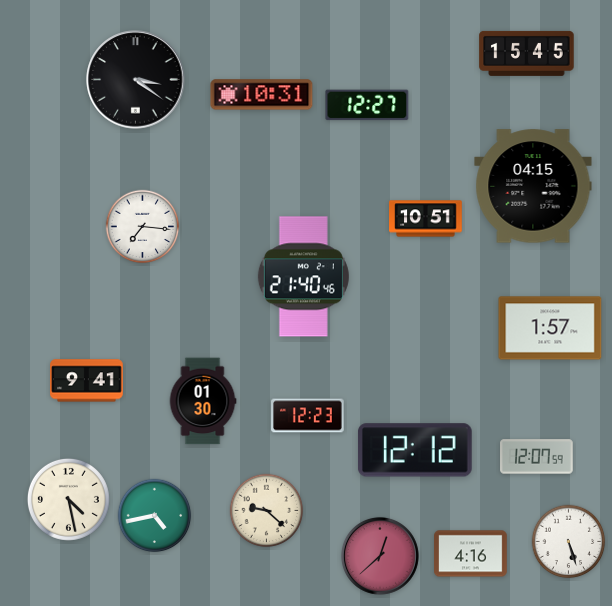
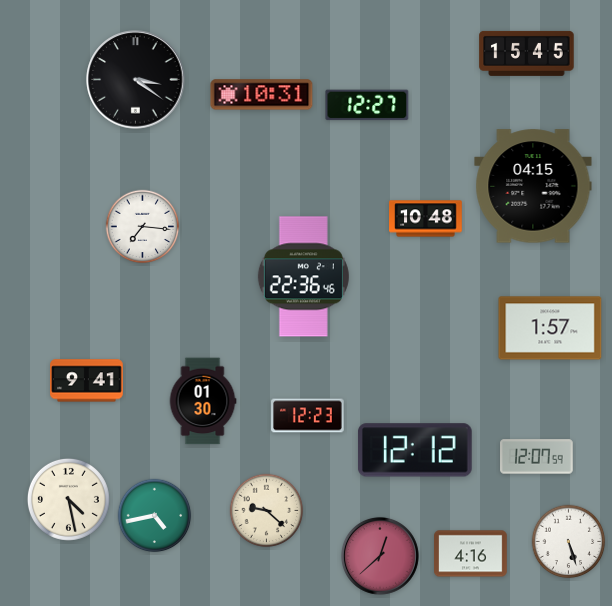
clock at (426, 219): 10:51 -> 10:48
clock at (303, 277): 21:40 -> 22:36
